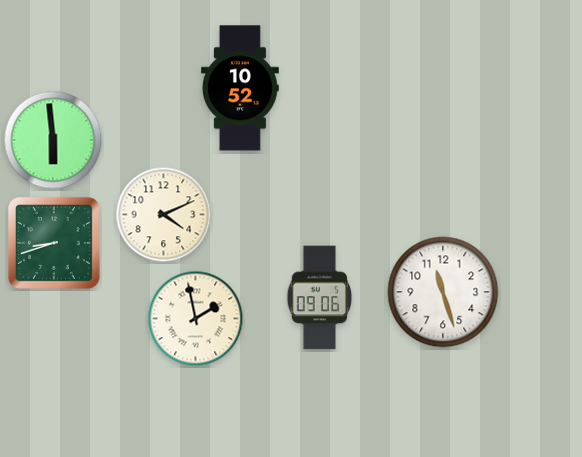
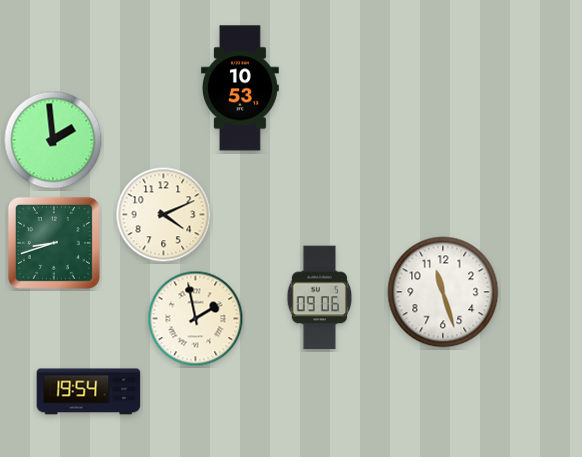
clock at (240, 88): 10:52 -> 10:53
clock at (53, 140): 5:59 -> 1:59
clock at (89, 392): none -> 19:54
